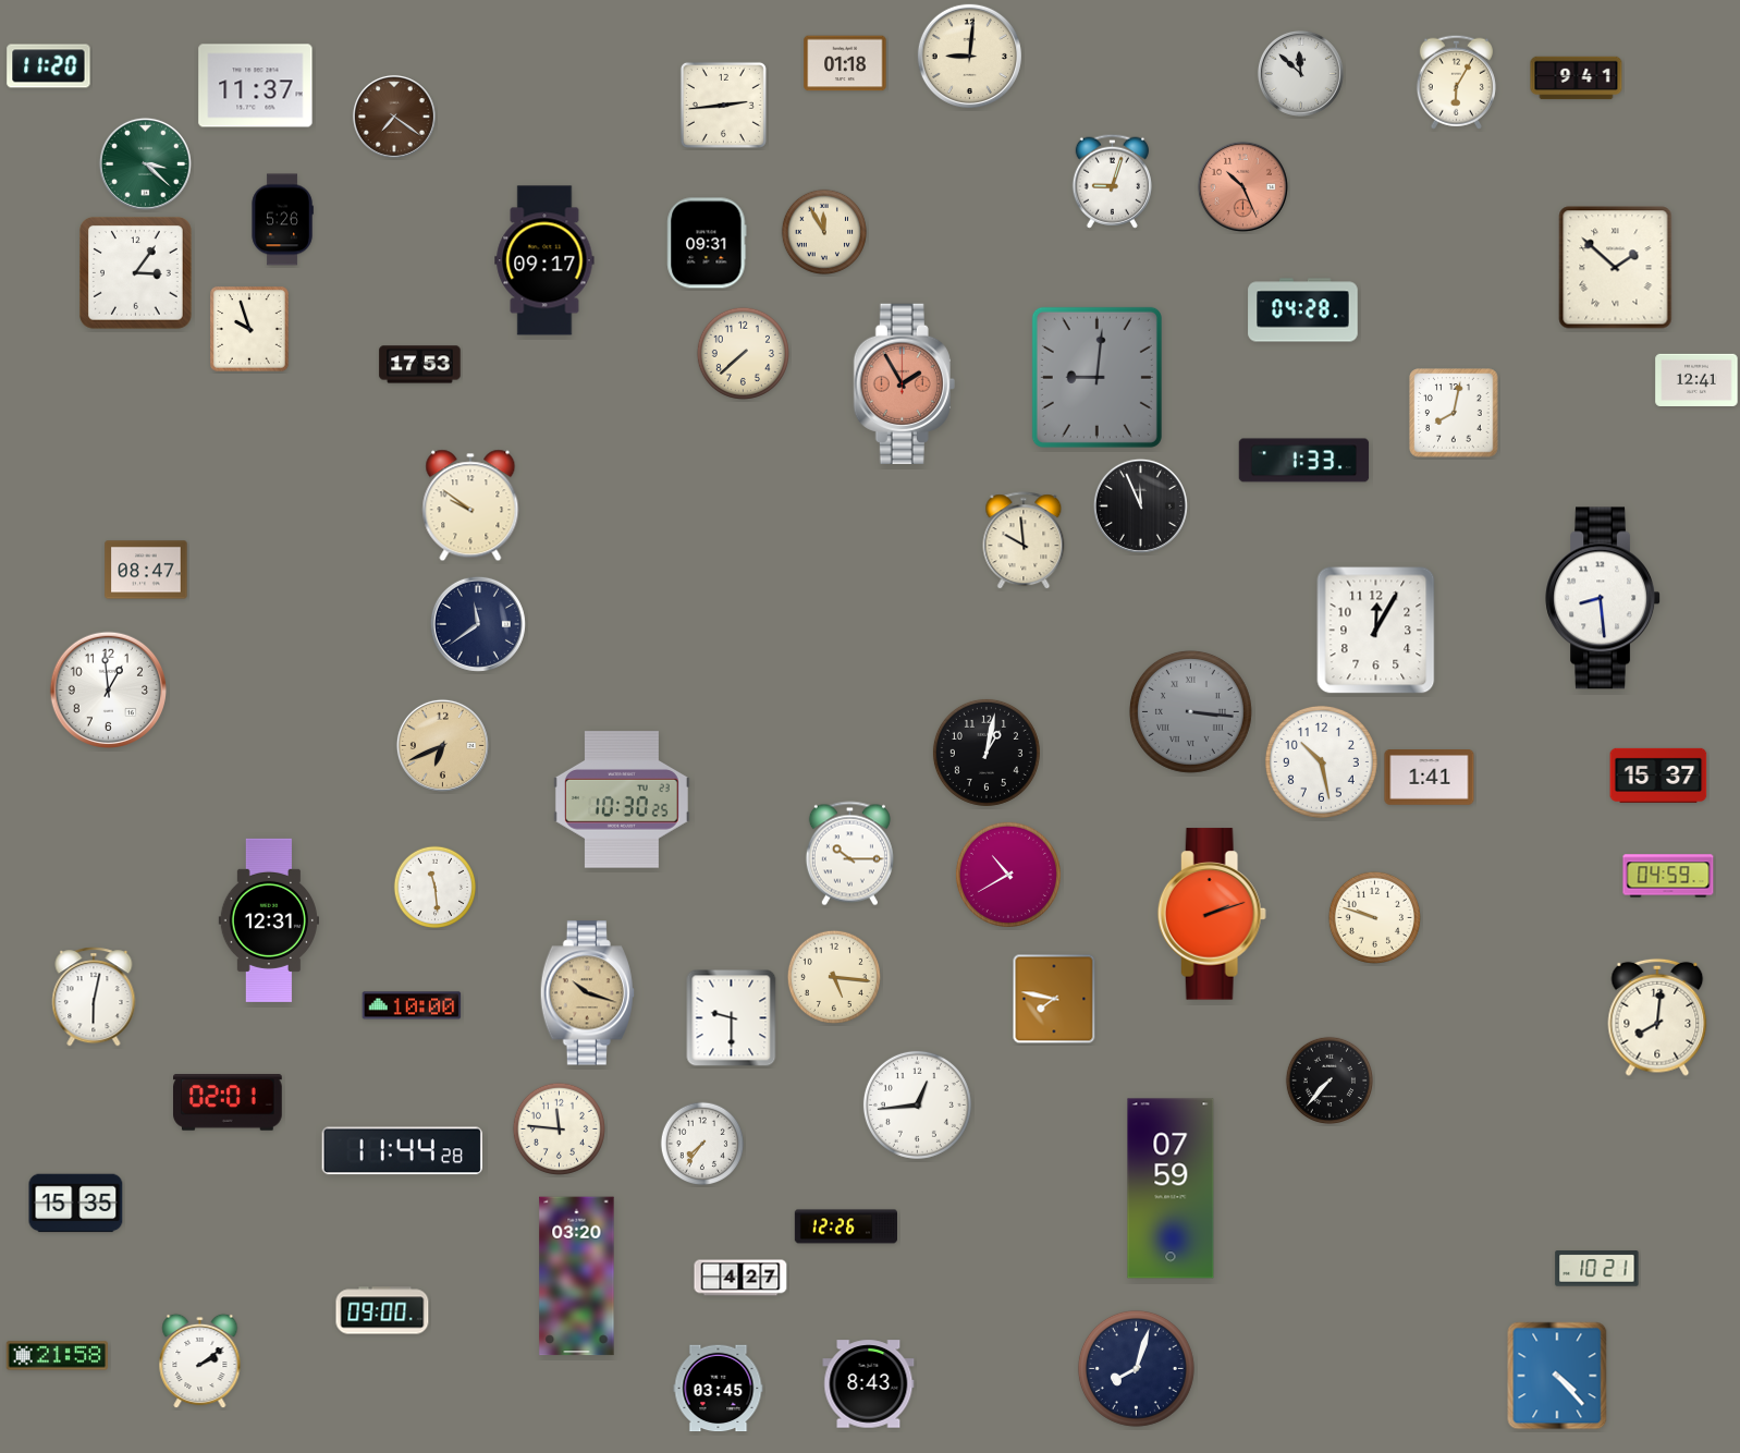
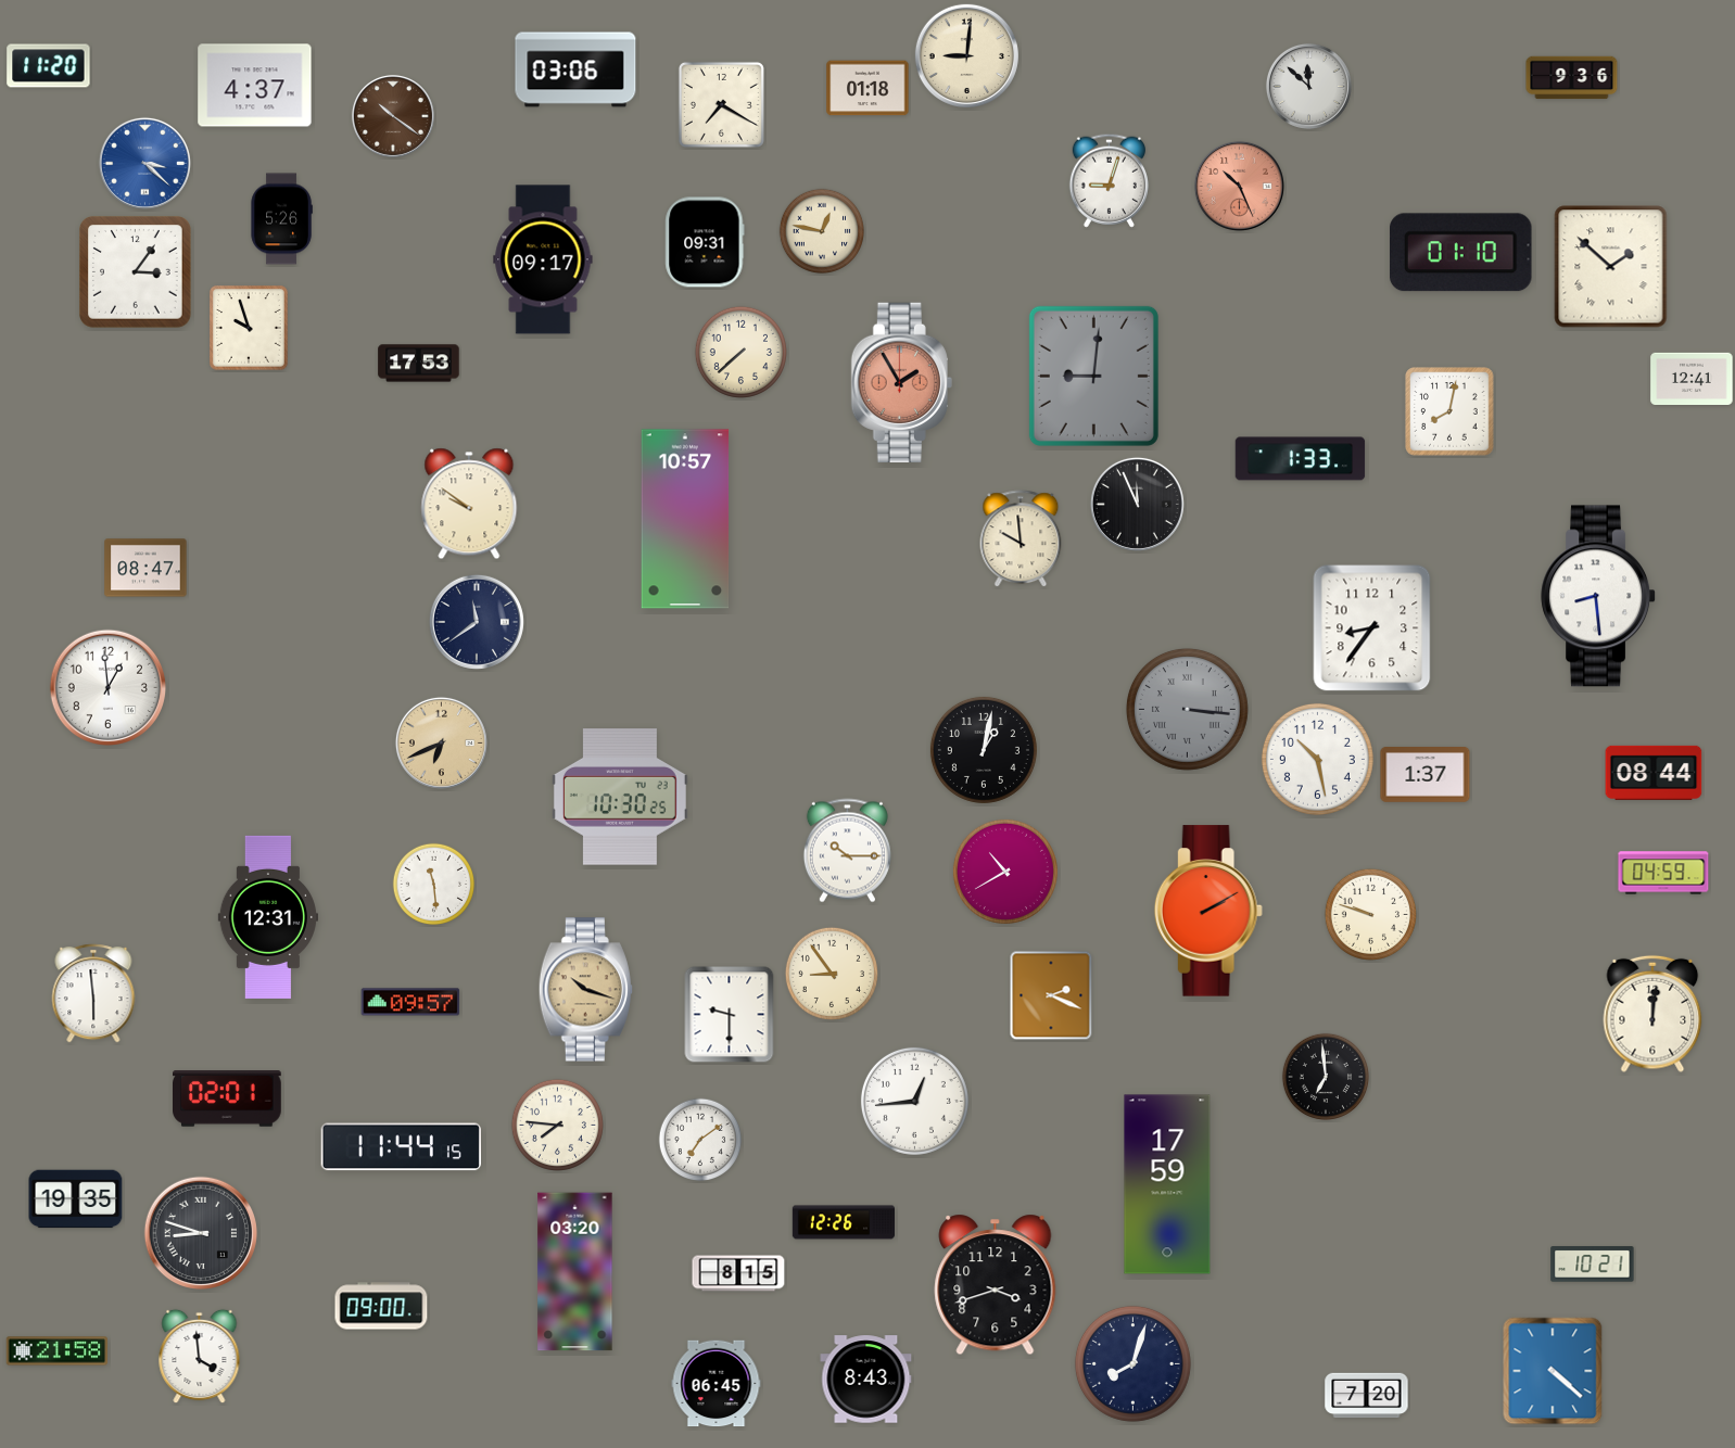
clock at (845, 63) position: (845, 63) -> (867, 88)
clock at (575, 69): none -> 03:06
clock at (1300, 73) position: (1300, 73) -> (1308, 86)
clock at (1577, 78): 9:41 -> 9:36
clock at (1456, 82): 6:05 -> none
clock at (256, 86): 11:37 -> 4:37
clock at (723, 105): 2:44 -> 7:20
clock at (394, 117): 7:21 -> 10:21
clock at (145, 163) dial: green -> blue
clock at (823, 231): 11:55 -> 12:47
clock at (1461, 253): none -> 01:10
clock at (1303, 310): 04:28 -> none
clock at (685, 519): none -> 10:57
clock at (1376, 631): 12:05 -> 8:36
clock at (1658, 776): 15:37 -> 08:44
clock at (1430, 778): 1:41 -> 1:37
clock at (1212, 914): 2:12 -> 2:10
clock at (834, 977): 5:16 -> 8:54
clock at (94, 997): 6:02 -> 5:59
clock at (1054, 999): 7:47 -> 2:19
clock at (412, 1005): 10:00 -> 09:57
clock at (1657, 1017): 8:01 -> 12:01
clock at (1328, 1079): 7:37 -> 6:59
clock at (559, 1128): 11:46 -> 7:46
clock at (702, 1144): 7:36 -> 7:09
clock at (402, 1151): 11:44:28 -> 11:44:15
clock at (1171, 1188): 07:59 -> 17:59
clock at (76, 1204): 15:35 -> 19:35
clock at (200, 1232): none -> 8:48
clock at (740, 1278): 4:27 -> 8:15
clock at (996, 1285): none -> 3:42
clock at (200, 1362): 2:09 -> 3:59
clock at (1557, 1376): 4:23 -> 4:22
clock at (719, 1389): 03:45 -> 06:45
clock at (1367, 1396): none -> 7:20
